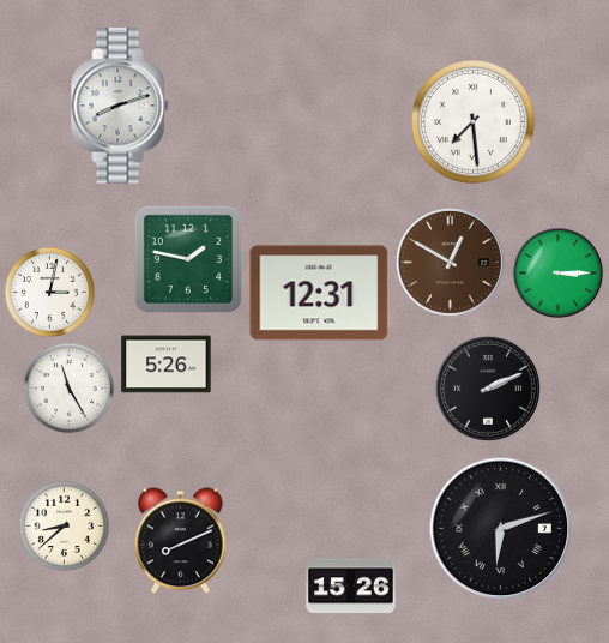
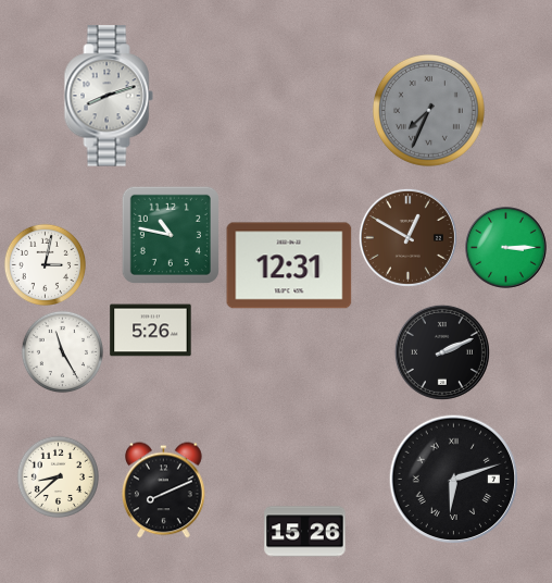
clock at (472, 121): 7:29 -> 7:34
clock at (472, 121) dial: white -> grey
clock at (188, 259): 1:47 -> 10:47
clock at (351, 587) position: (351, 587) -> (305, 532)
